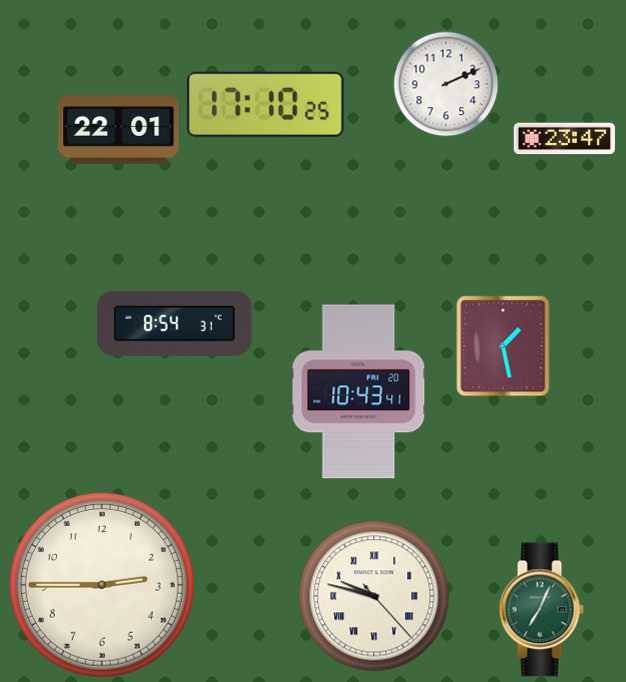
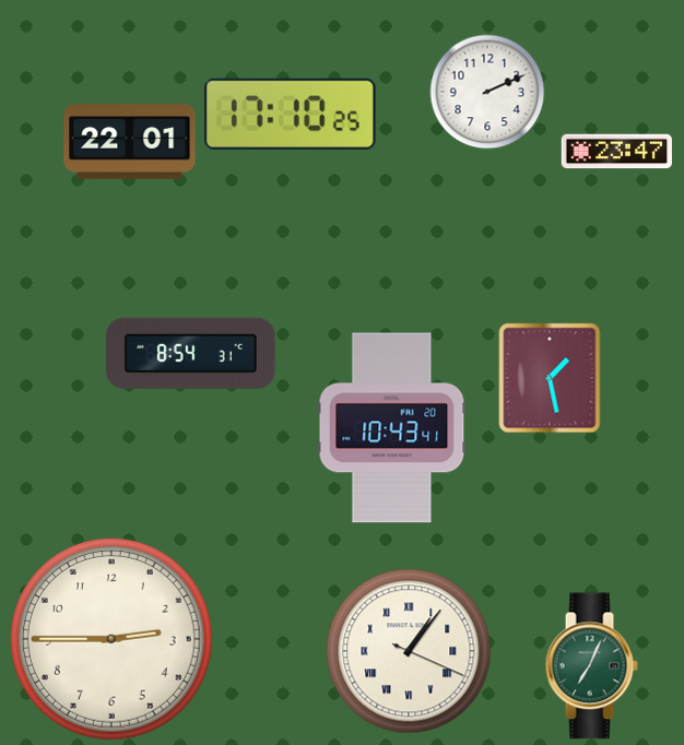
clock at (374, 596): 9:47 -> 1:06
